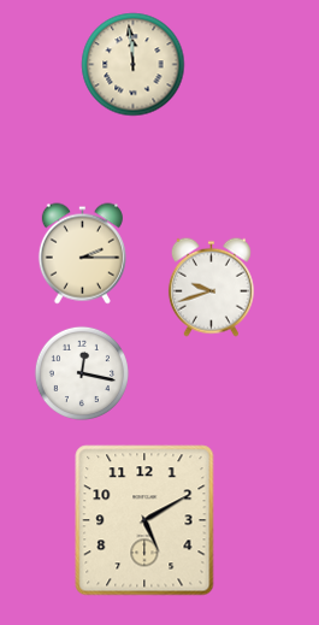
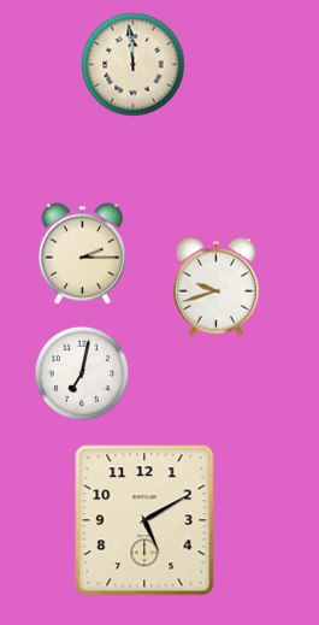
clock at (211, 287) position: (211, 287) -> (215, 287)
clock at (82, 373): 12:17 -> 7:02
